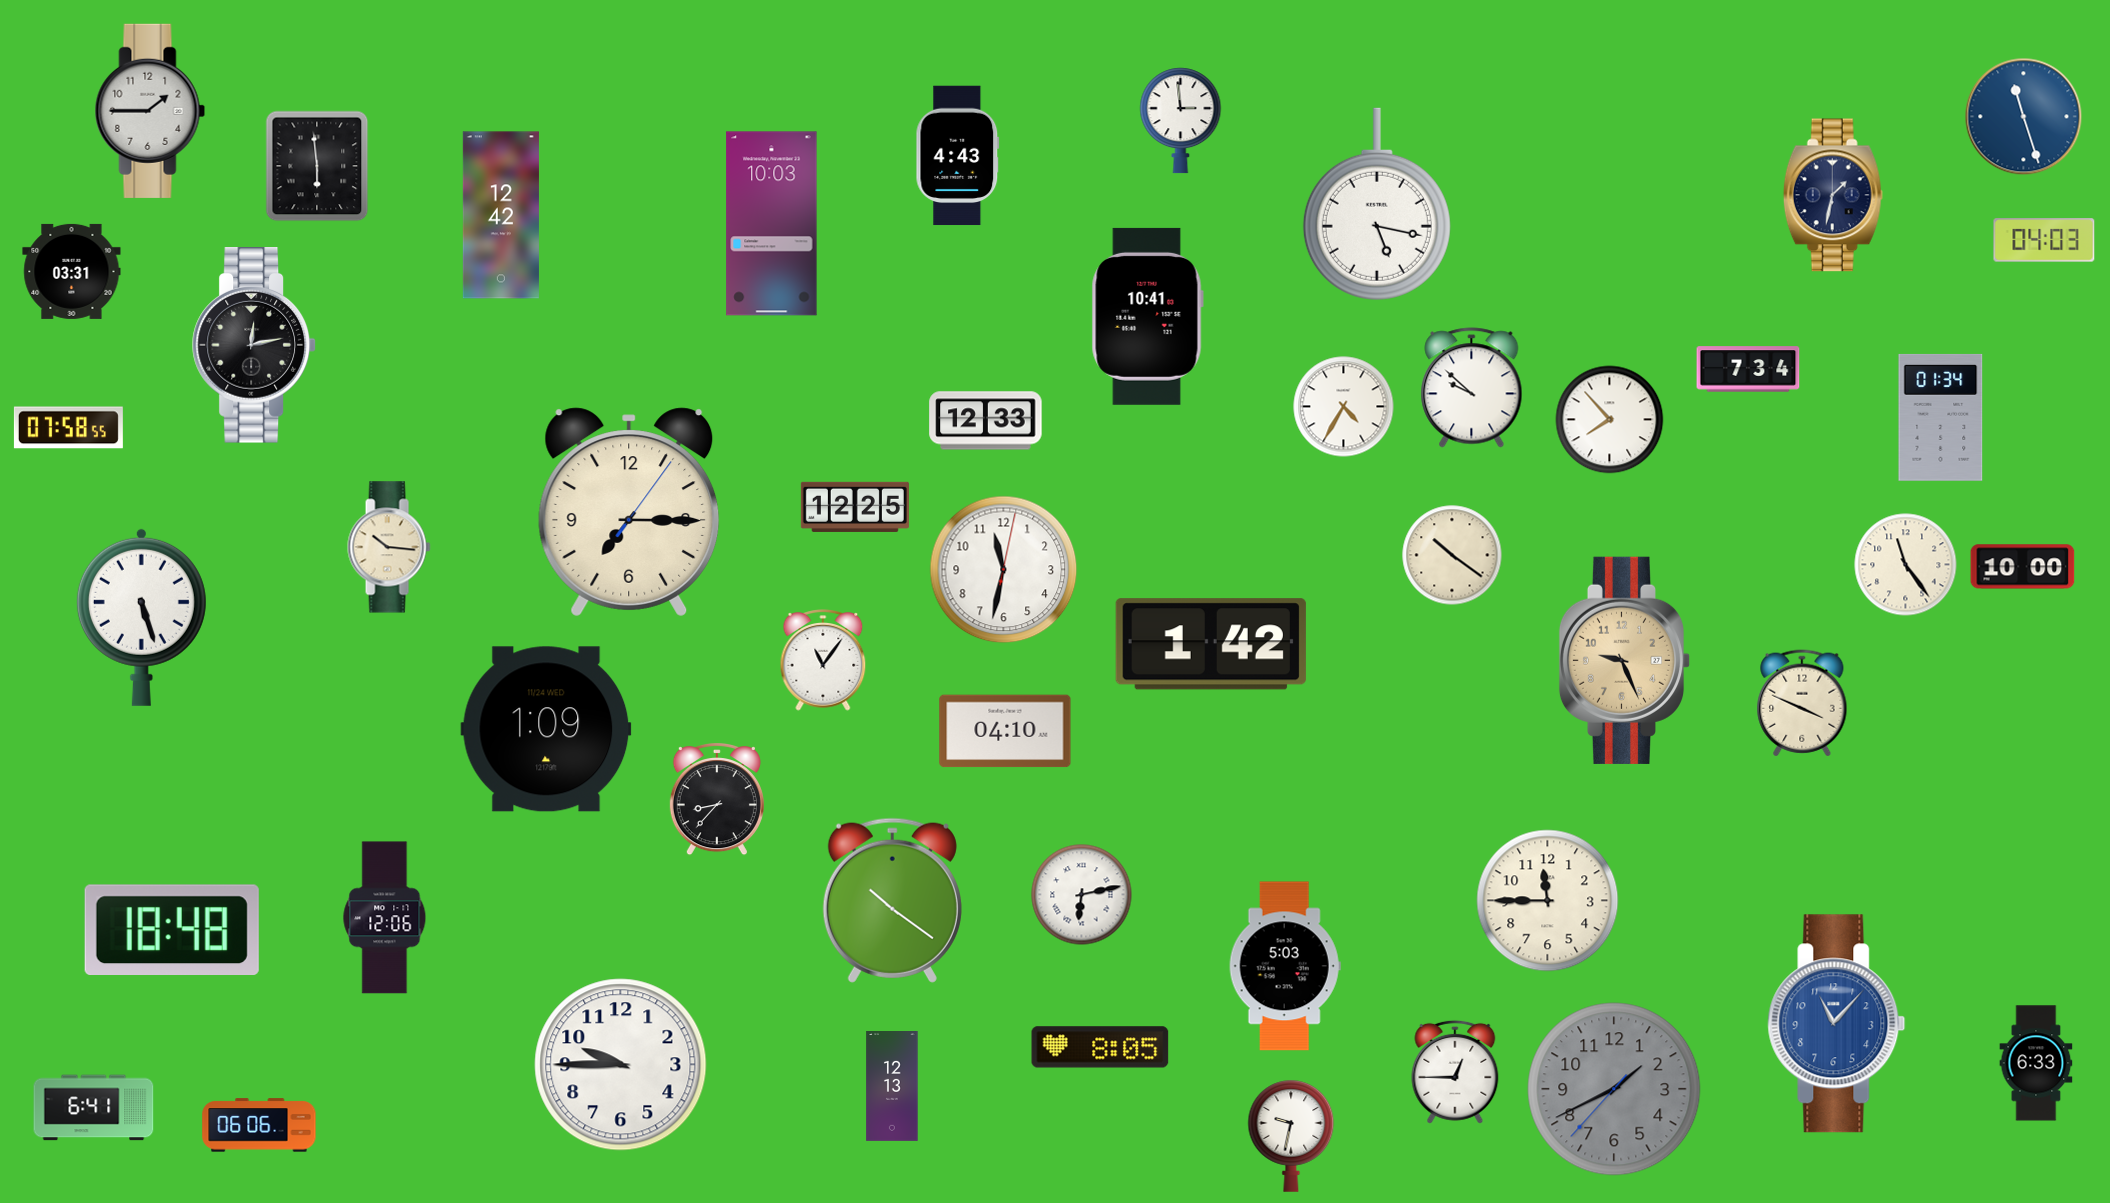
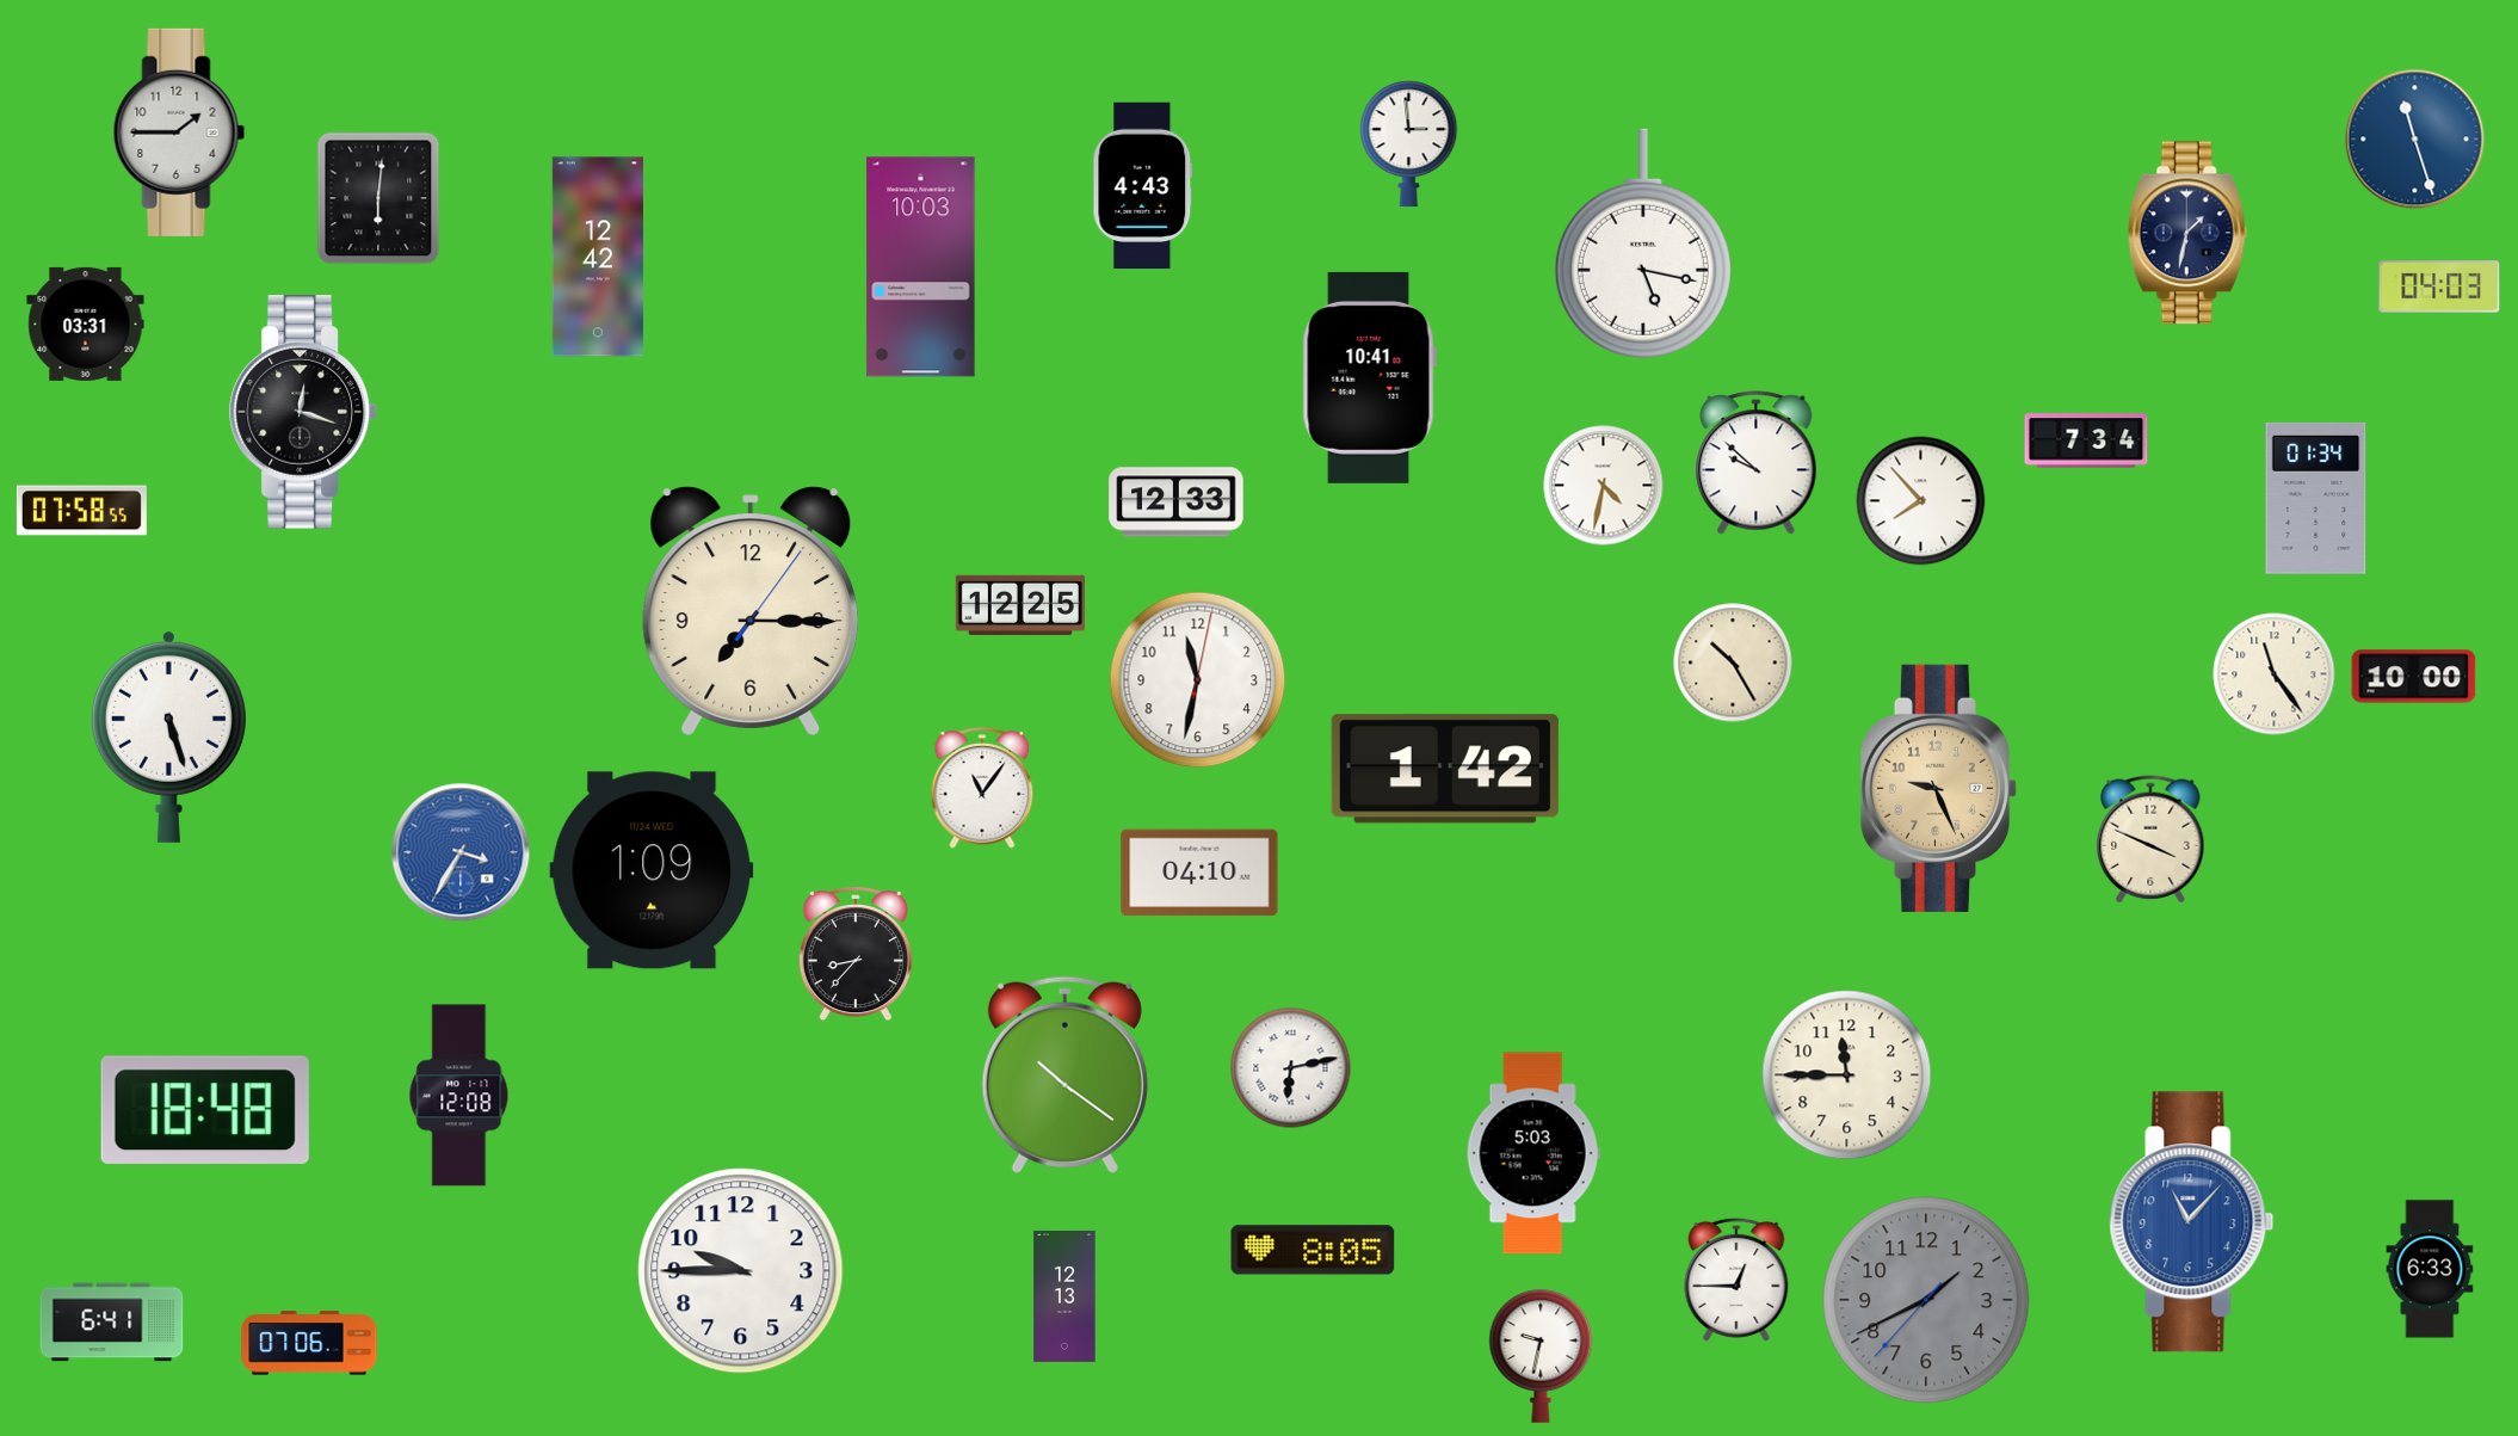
clock at (317, 166): 5:59 -> 6:01
clock at (254, 346): 12:13 -> 12:18
clock at (1344, 407): 4:35 -> 4:32
clock at (389, 547): 10:16 -> none
clock at (1452, 555): 10:21 -> 10:25
clock at (461, 852): none -> 3:35
clock at (385, 918): 12:06 -> 12:08
clock at (259, 1125): 06:06 -> 07:06
